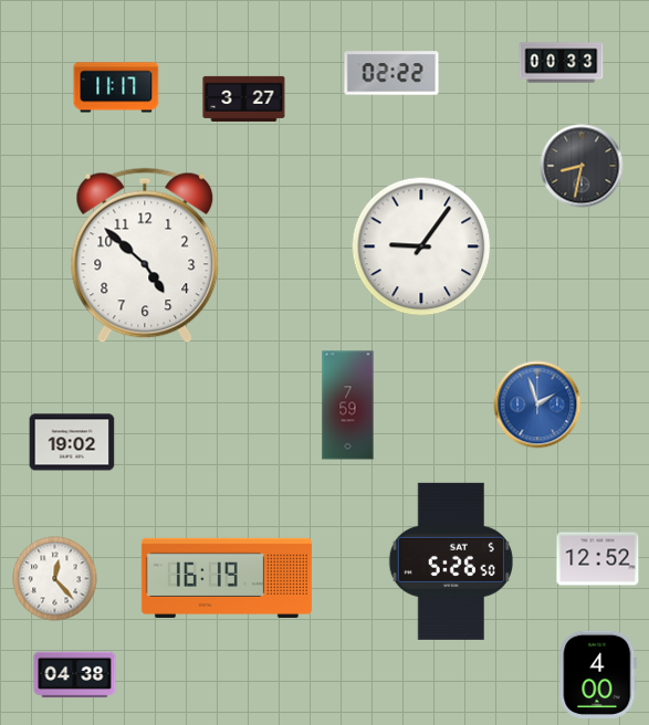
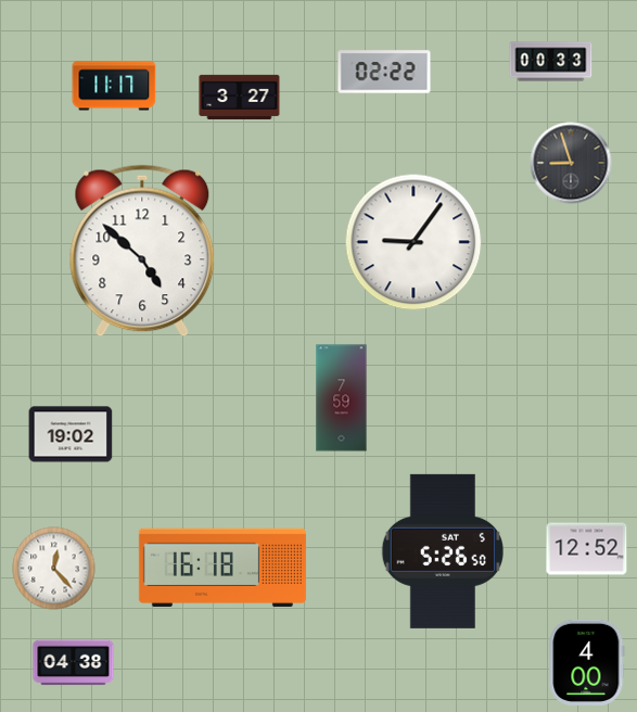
clock at (582, 166): 8:32 -> 8:57
clock at (537, 404): 1:57 -> none
clock at (227, 578): 16:19 -> 16:18
